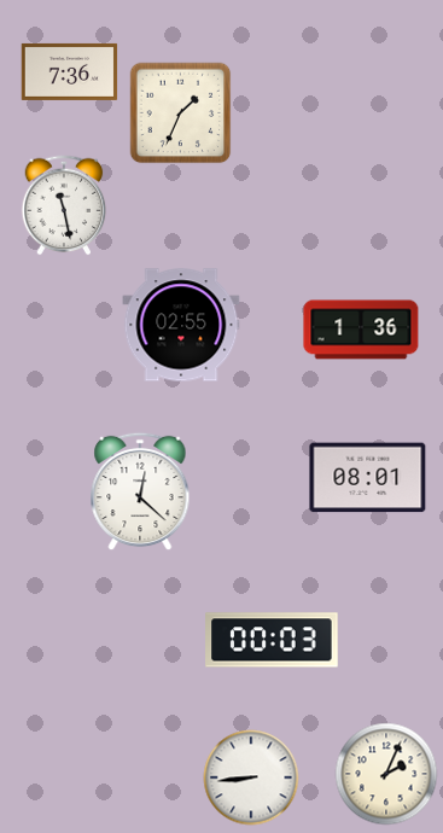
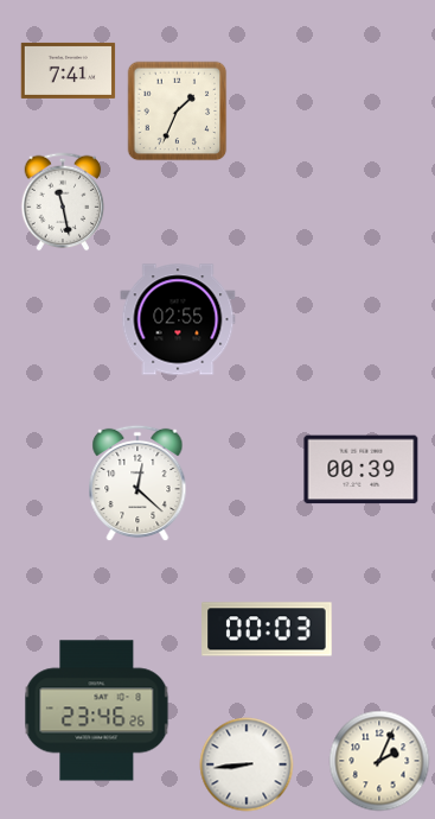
clock at (70, 71): 7:36 -> 7:41
clock at (361, 330): 1:36 -> none
clock at (368, 478): 08:01 -> 00:39
clock at (97, 711): none -> 23:46
